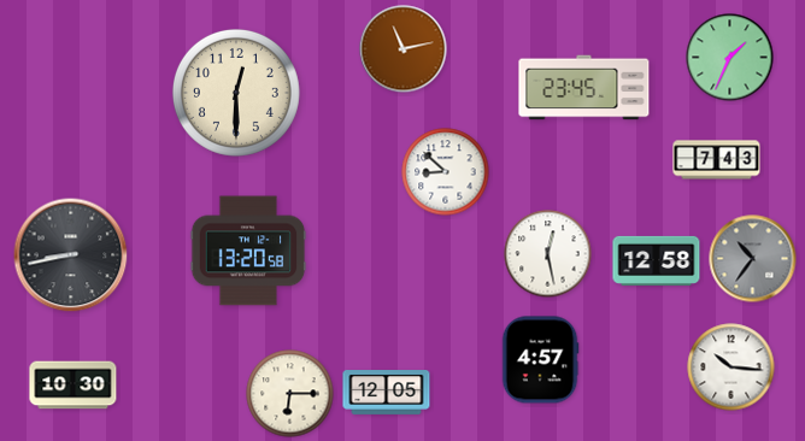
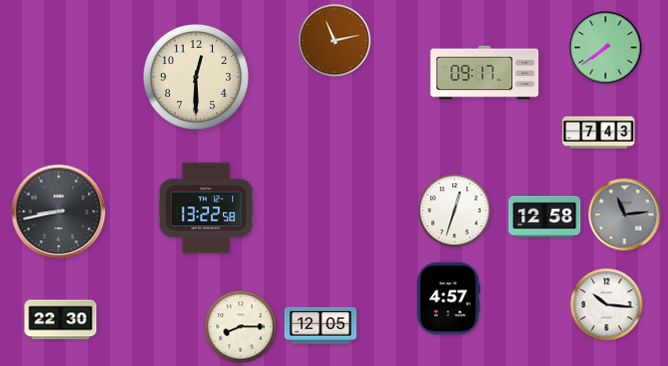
clock at (730, 58): 1:34 -> 7:39
clock at (584, 88): 23:45 -> 09:17
clock at (717, 160) position: (717, 160) -> (599, 133)
clock at (446, 172): 8:52 -> none
clock at (248, 251): 13:20 -> 13:22
clock at (548, 254): 12:28 -> 12:33
clock at (753, 259): 10:36 -> 11:14
clock at (74, 386): 10:30 -> 22:30
clock at (290, 394): 6:15 -> 8:15
